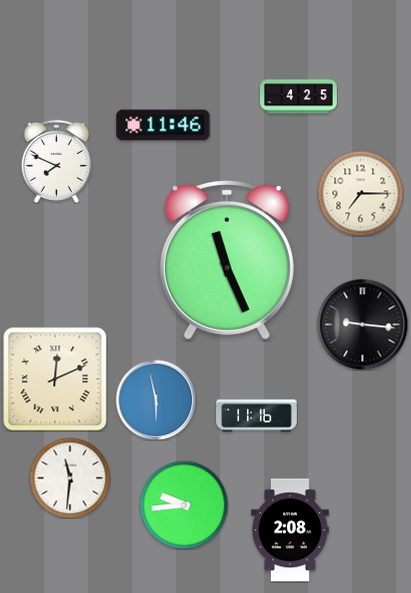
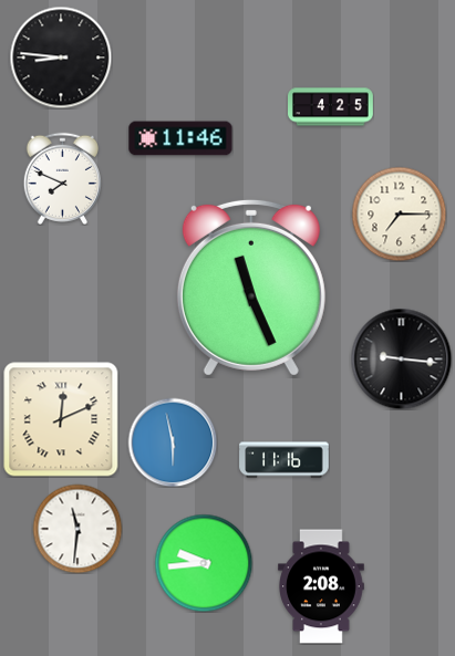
clock at (61, 58): none -> 8:46
clock at (184, 505) position: (184, 505) -> (204, 563)
